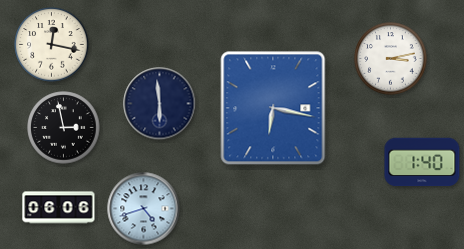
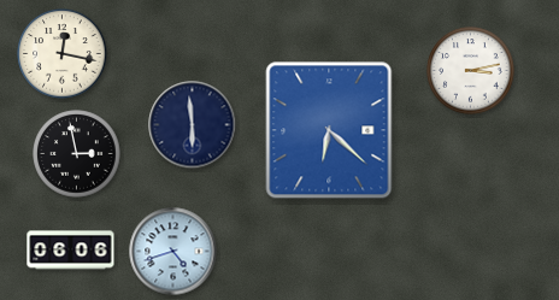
clock at (273, 108): 6:17 -> 6:22
clock at (422, 162): 1:40 -> none
